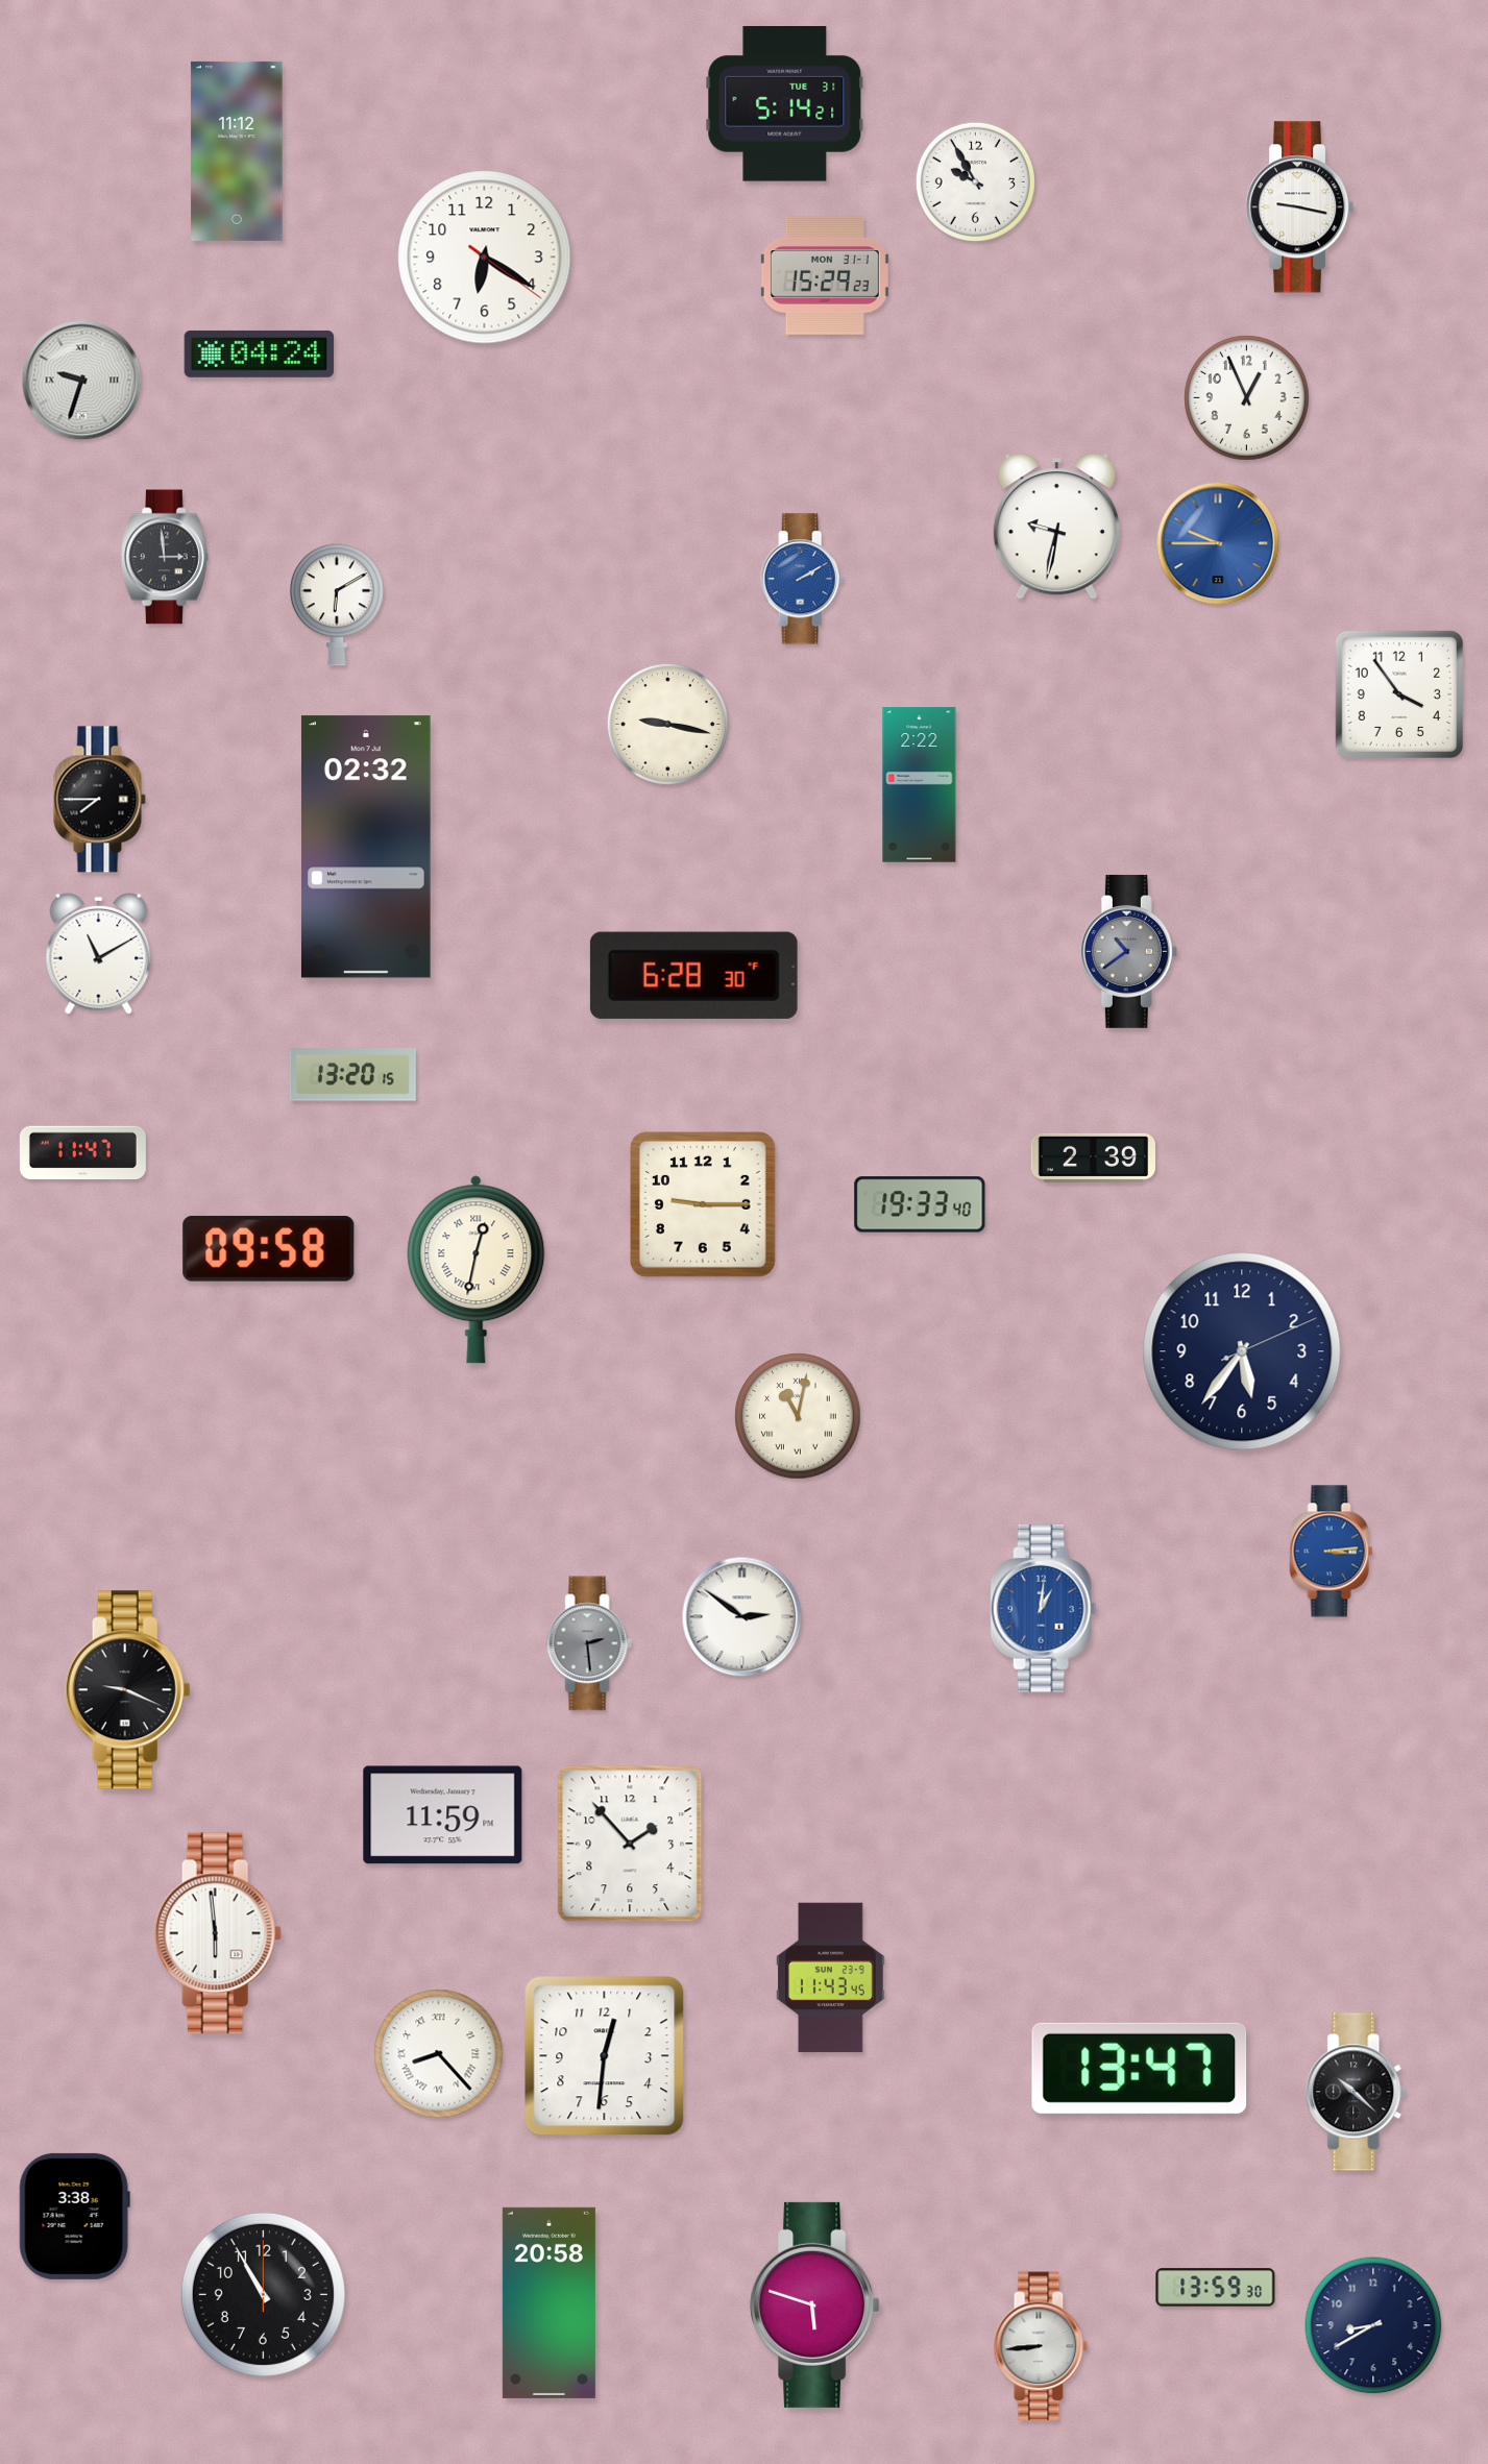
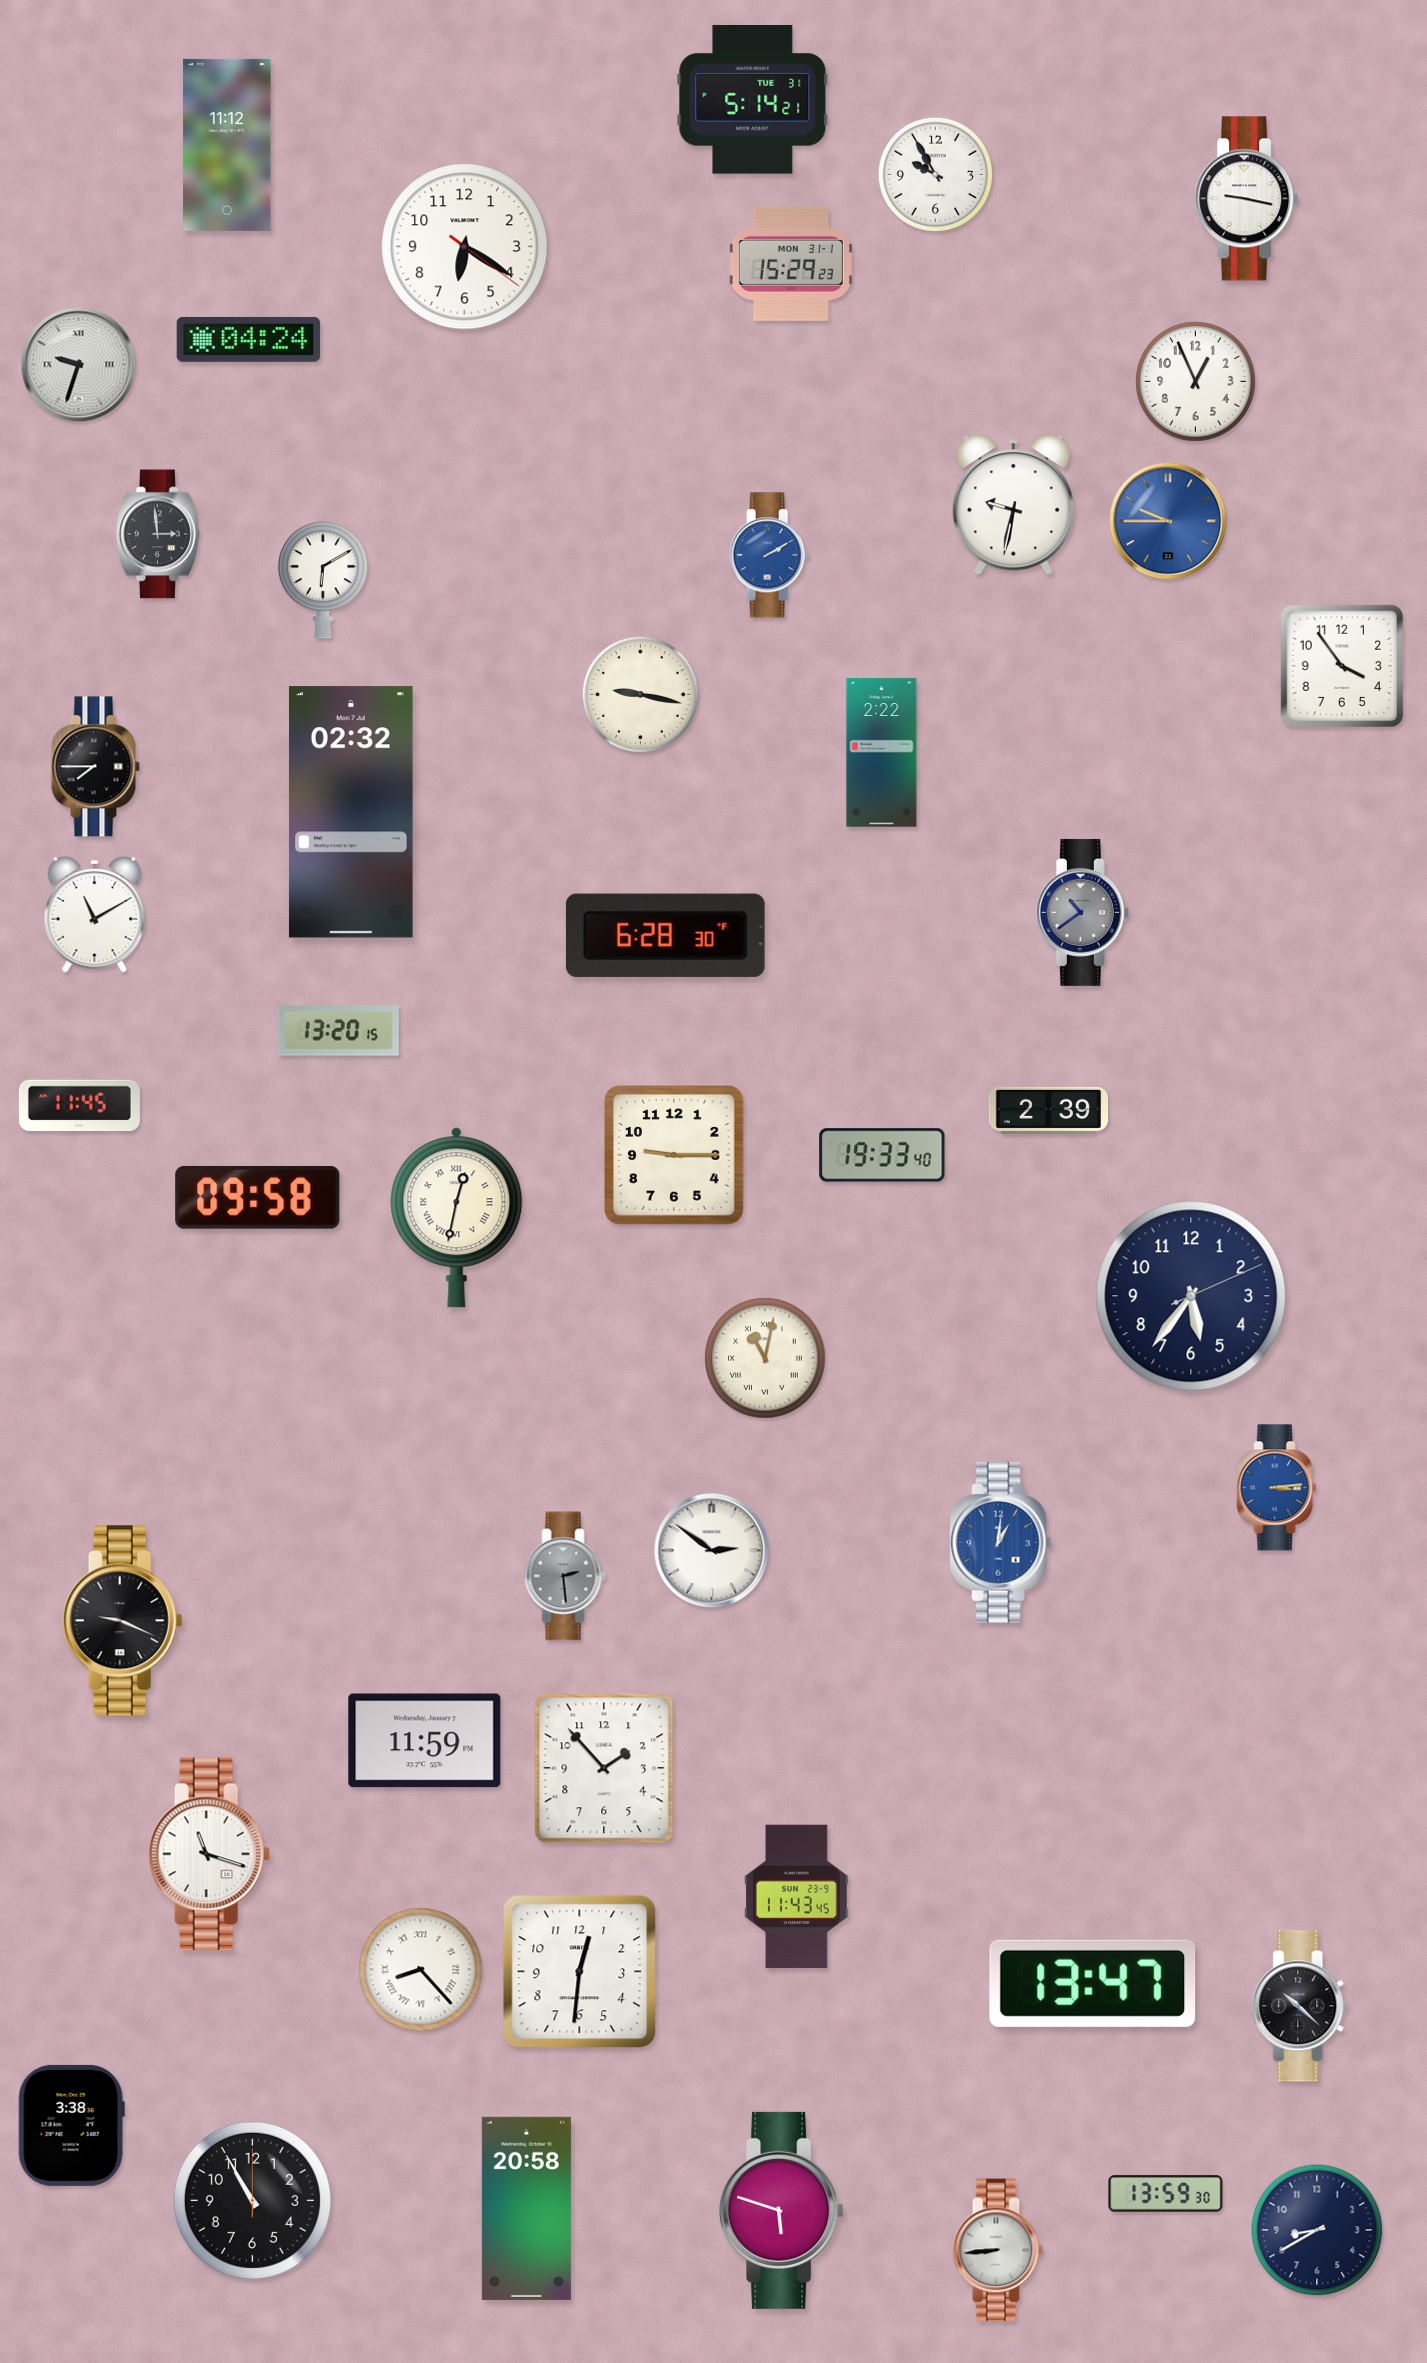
clock at (82, 1152): 11:47 -> 11:45
clock at (218, 1933): 5:59 -> 11:18
